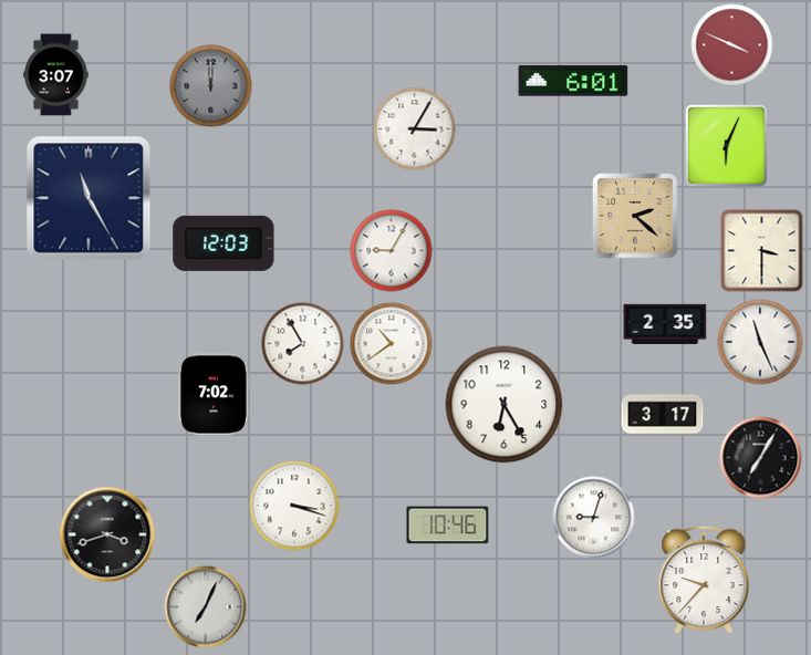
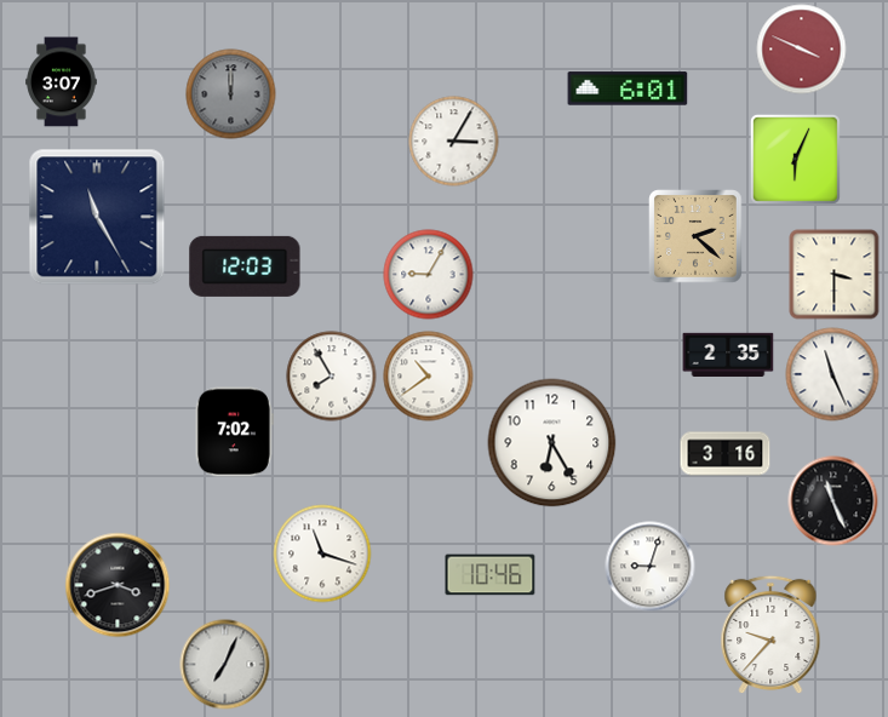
clock at (663, 415): 3:17 -> 3:16
clock at (761, 458): 7:05 -> 11:26
clock at (294, 506): 3:18 -> 11:18
